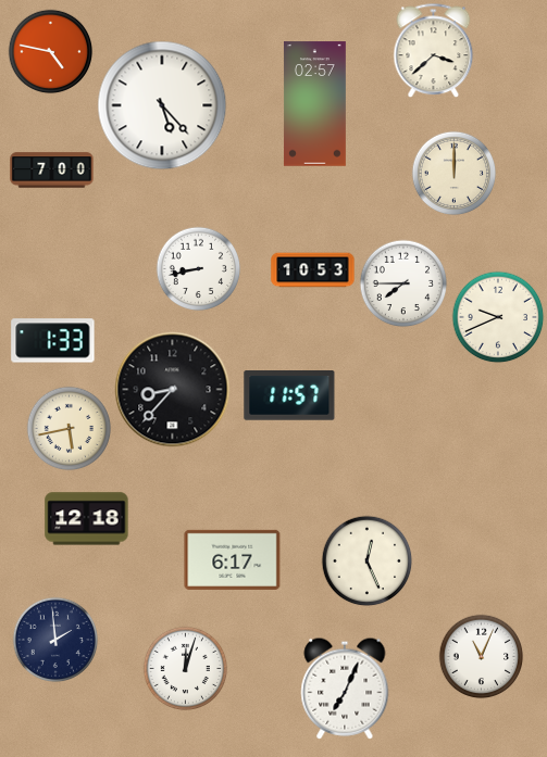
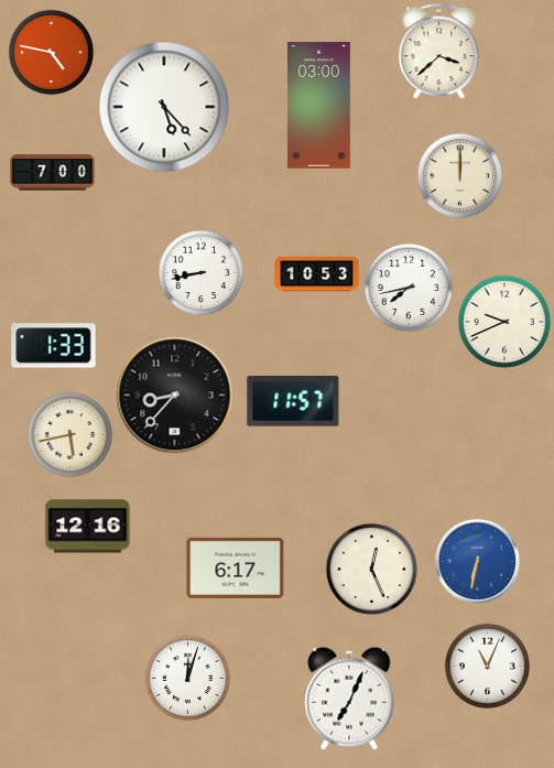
clock at (314, 104): 02:57 -> 03:00
clock at (403, 283): 7:45 -> 7:43
clock at (87, 519): 12:18 -> 12:16
clock at (477, 561): none -> 6:32
clock at (55, 640): 1:59 -> none
